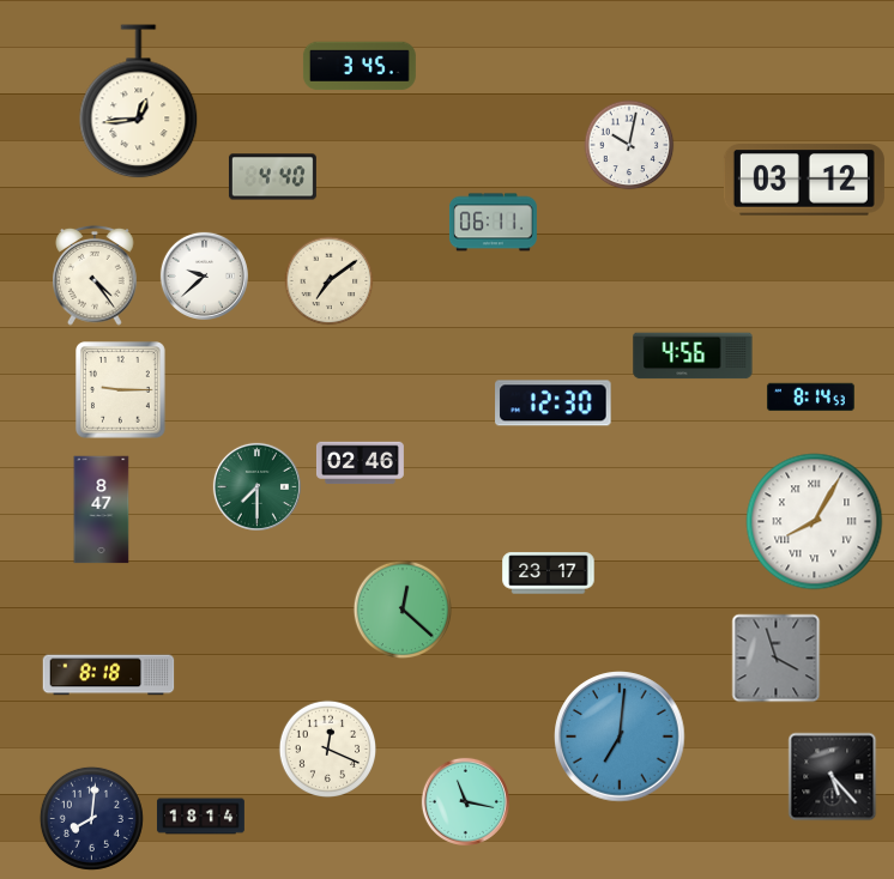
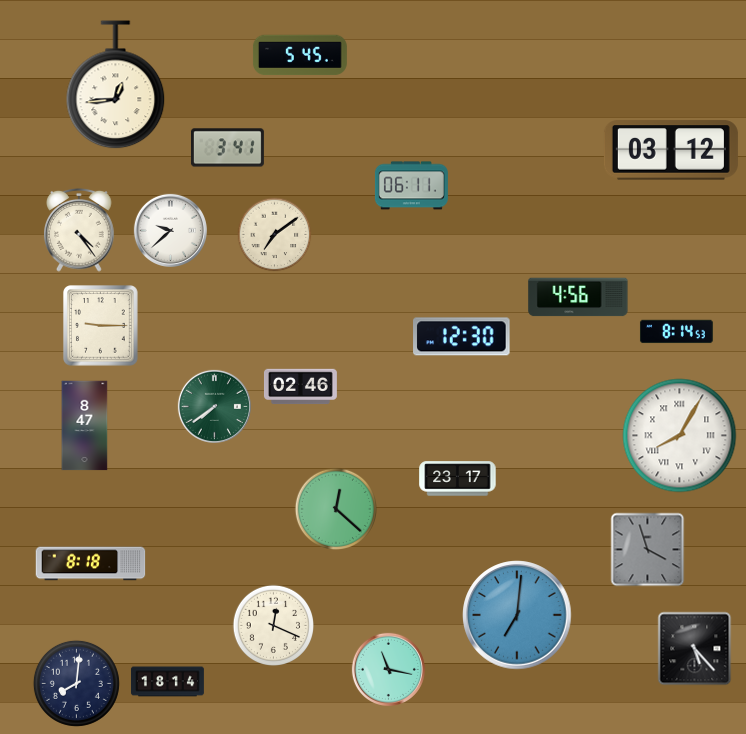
clock at (360, 66): 3:45 -> 5:45
clock at (629, 145): 10:02 -> none
clock at (272, 177): 4:40 -> 3:41
clock at (256, 486): 7:30 -> 7:39
